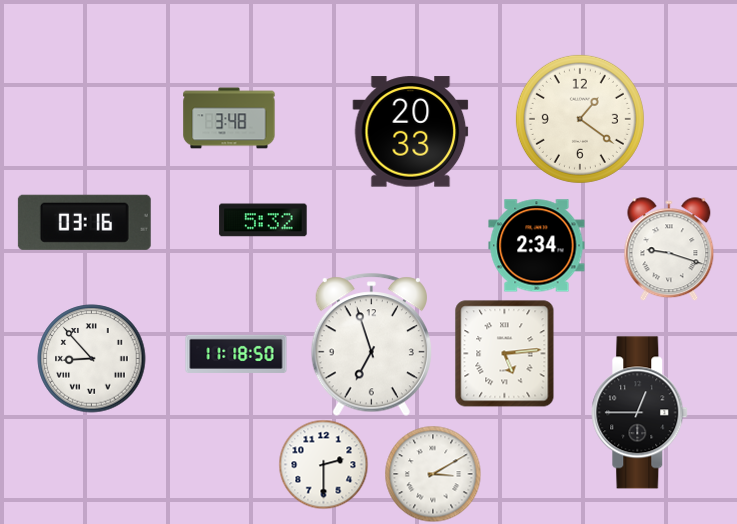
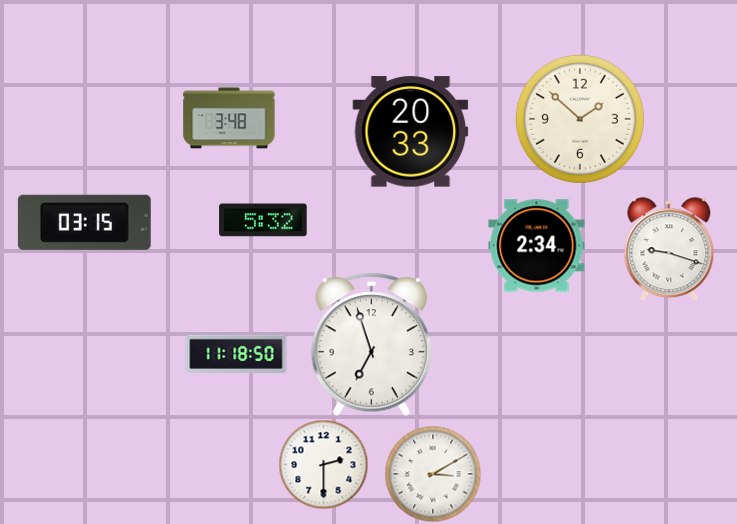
clock at (580, 119): 1:21 -> 1:52
clock at (84, 222): 03:16 -> 03:15
clock at (505, 354): 5:14 -> none
clock at (92, 359): 8:53 -> none
clock at (640, 413): 12:45 -> none
